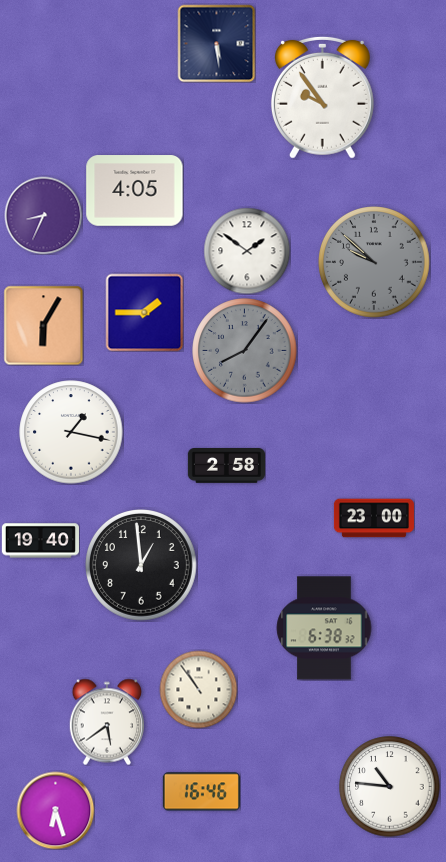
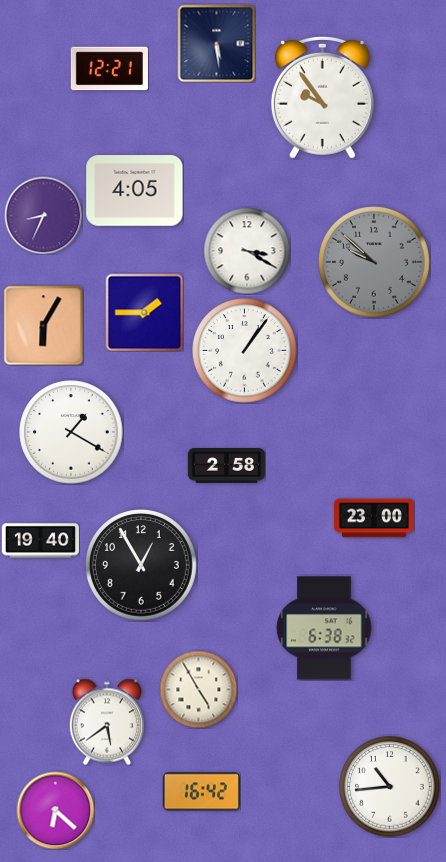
clock at (109, 69): none -> 12:21
clock at (247, 251): 1:51 -> 3:20
clock at (245, 351): 8:06 -> 1:06
clock at (245, 351) dial: grey -> white
clock at (71, 432): 1:17 -> 1:20
clock at (142, 566): 12:59 -> 12:55
clock at (198, 689): 10:54 -> 4:55
clock at (390, 787): 10:46 -> 10:44
clock at (201, 792): 16:46 -> 16:42
clock at (55, 810): 6:27 -> 6:22
